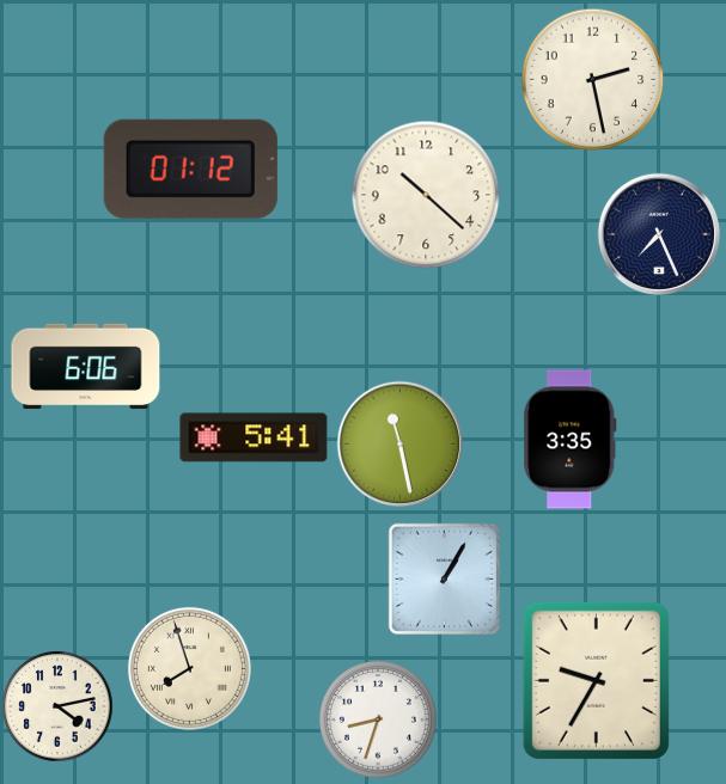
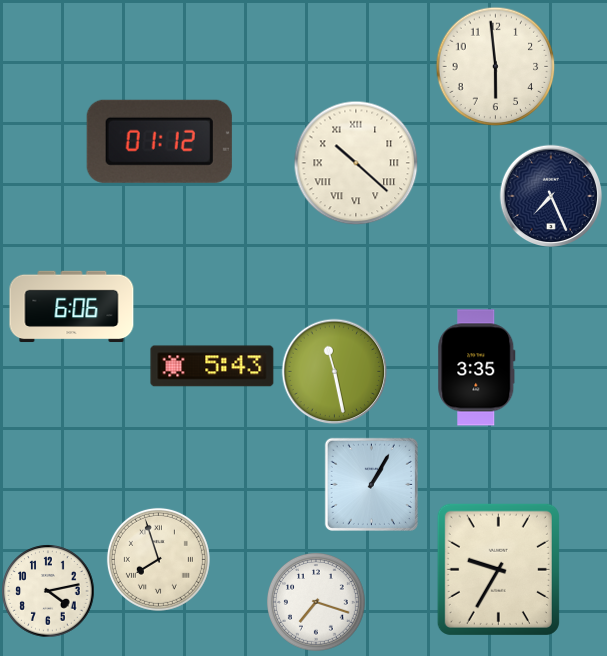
clock at (592, 79): 2:28 -> 5:59
clock at (426, 195) numerals: Arabic -> Roman
clock at (254, 437): 5:41 -> 5:43
clock at (378, 719): 8:33 -> 7:18
